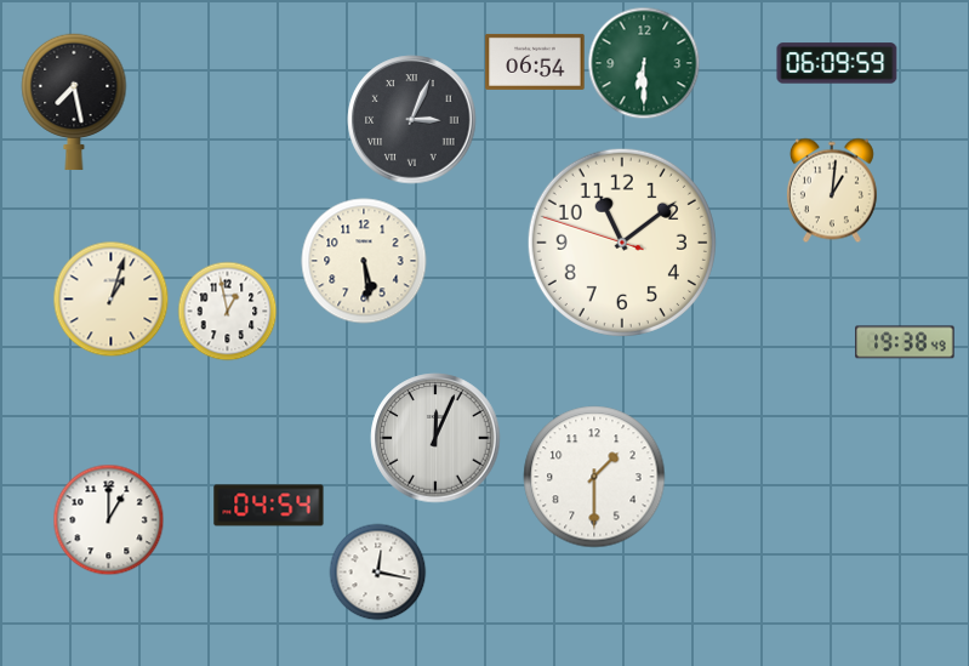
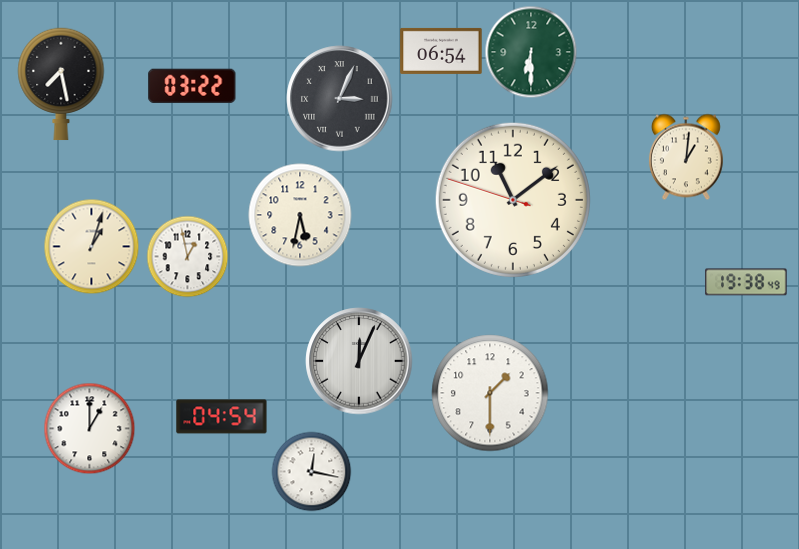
clock at (837, 63): 06:09 -> none
clock at (192, 86): none -> 03:22
clock at (364, 261): 5:29 -> 5:32
